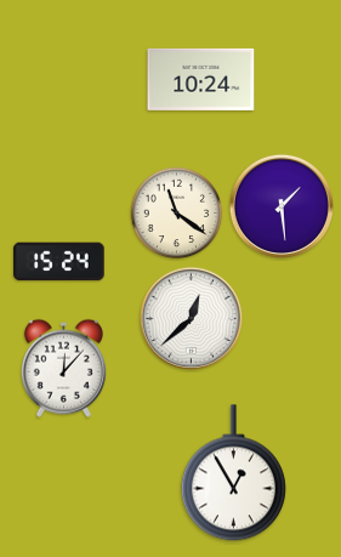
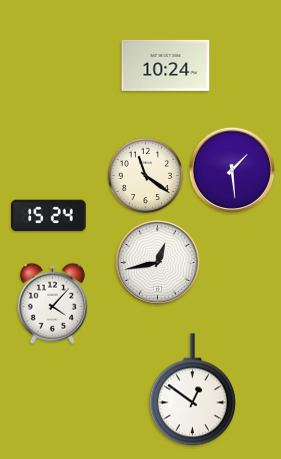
clock at (191, 318): 12:38 -> 12:43
clock at (63, 368): 12:07 -> 4:07
clock at (233, 473): 12:55 -> 12:51
